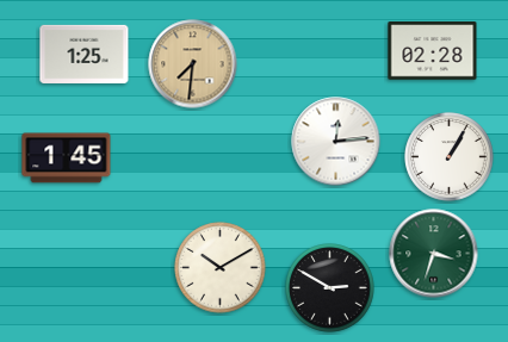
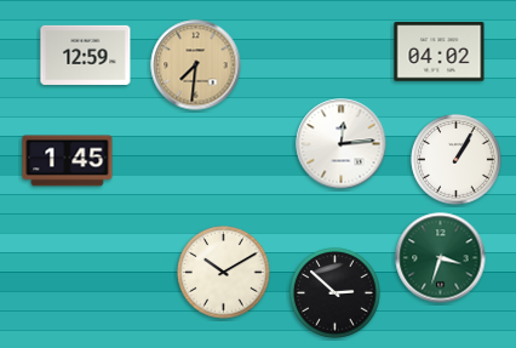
clock at (433, 51): 02:28 -> 04:02
clock at (85, 54): 1:25 -> 12:59
clock at (330, 288): 2:50 -> 2:52
